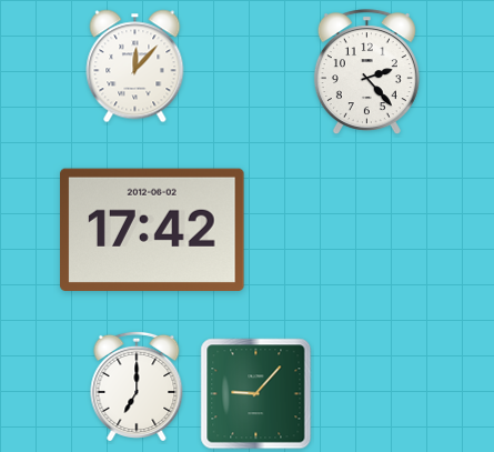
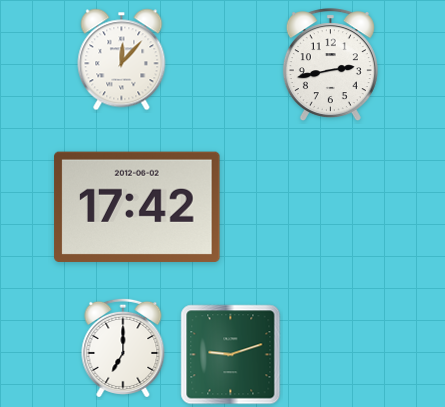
clock at (366, 72): 2:23 -> 2:43
clock at (256, 394): 9:07 -> 9:12
